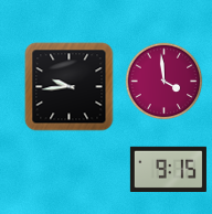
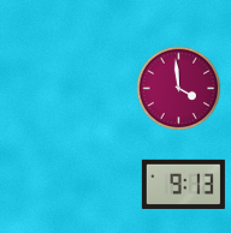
clock at (70, 87): 9:44 -> none
clock at (168, 169): 9:15 -> 9:13
